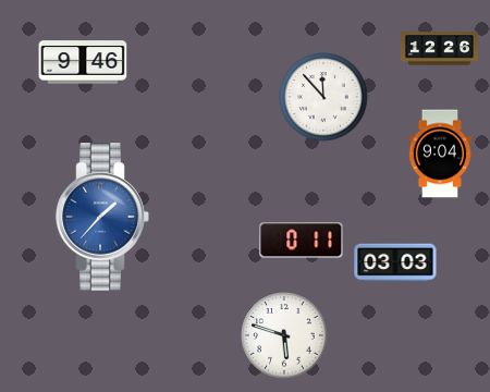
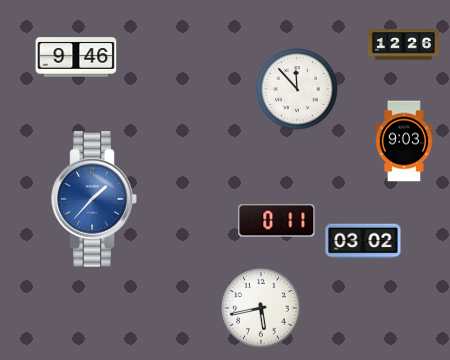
clock at (440, 154): 9:04 -> 9:03
clock at (395, 262): 03:03 -> 03:02
clock at (284, 335): 5:48 -> 5:43
